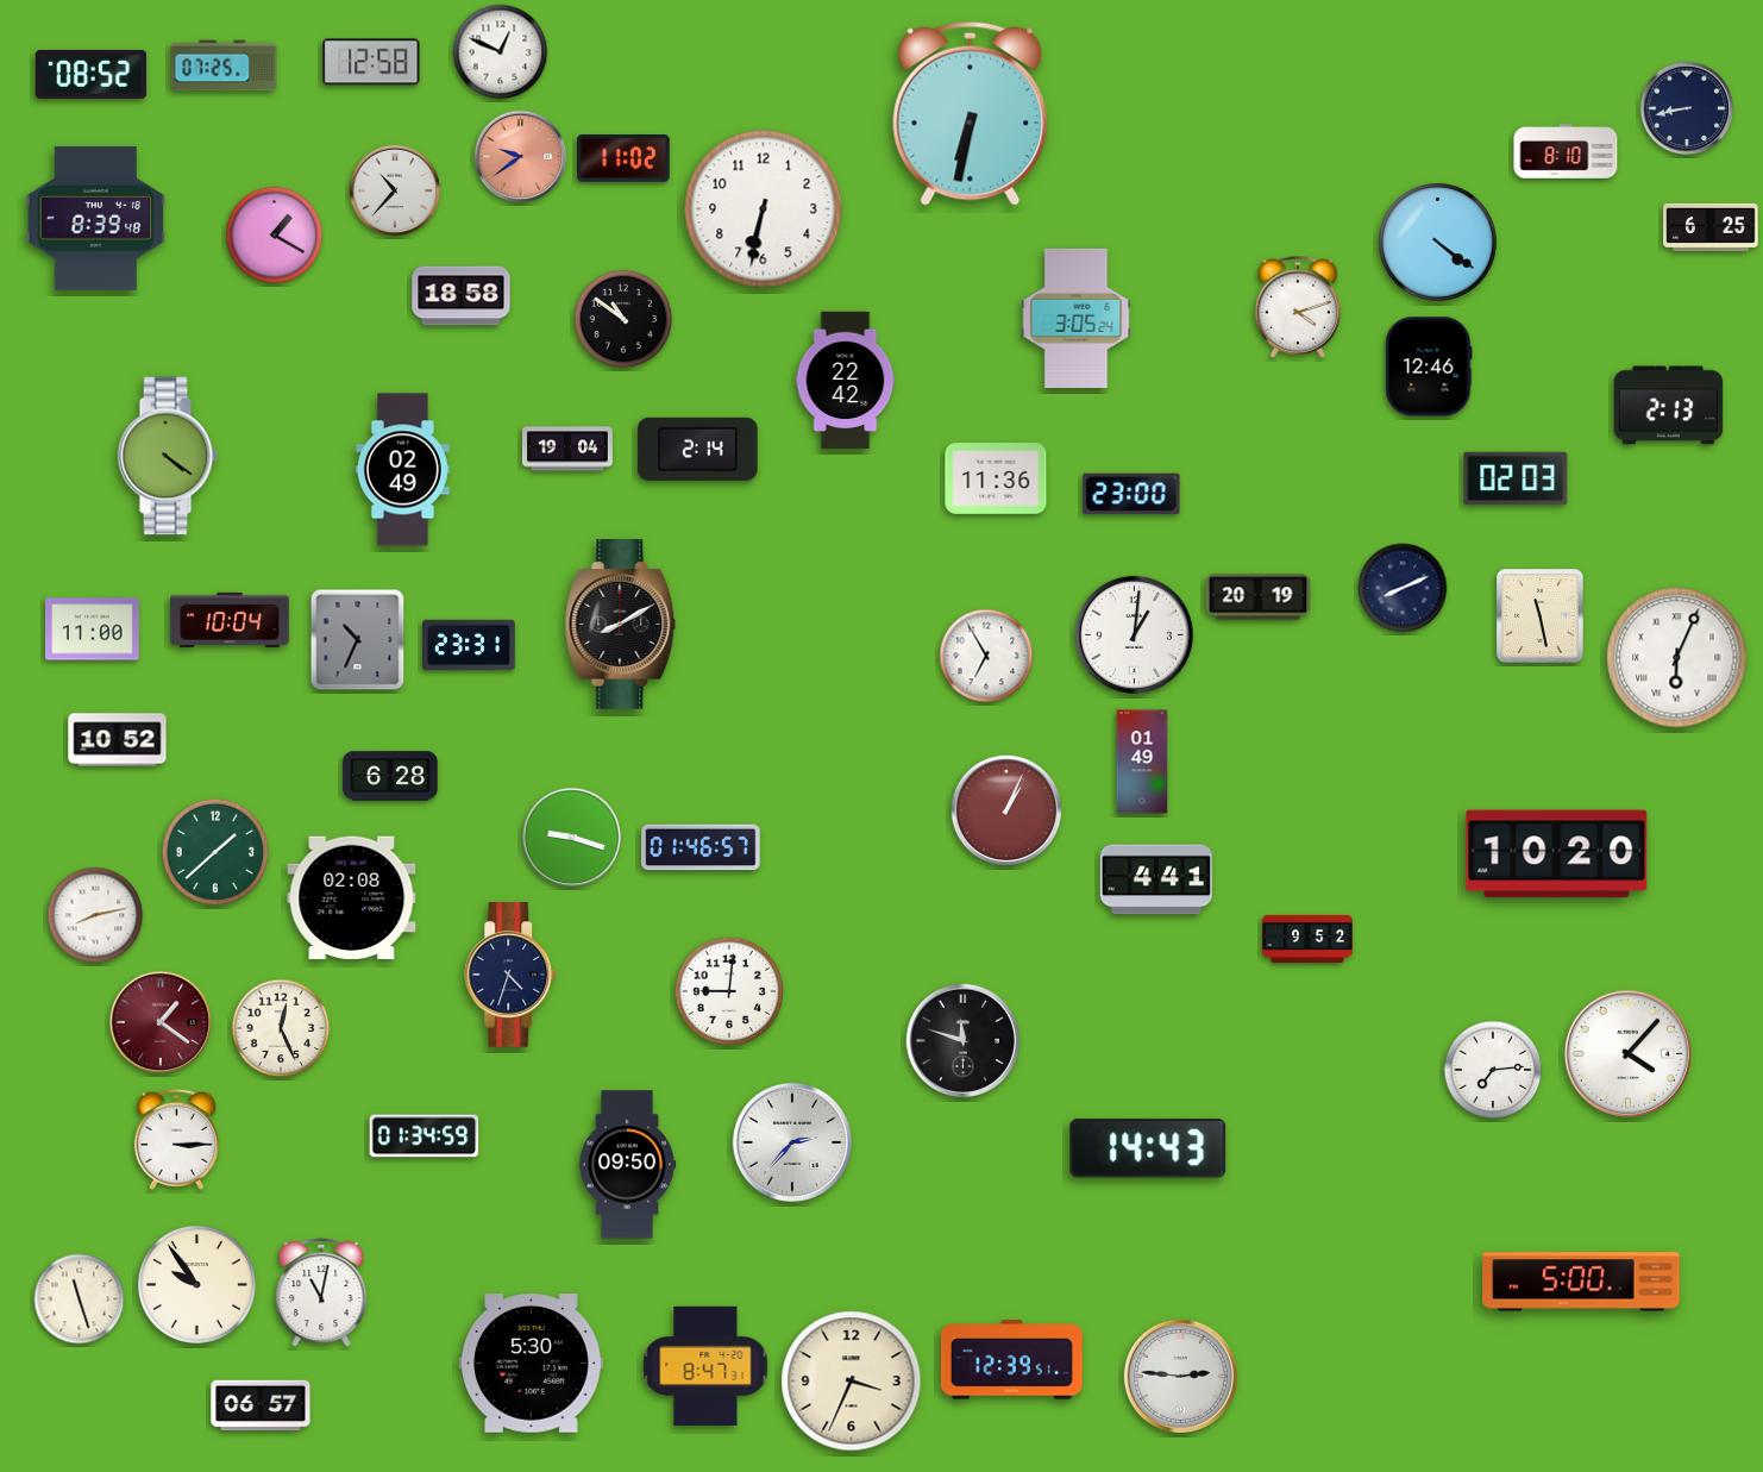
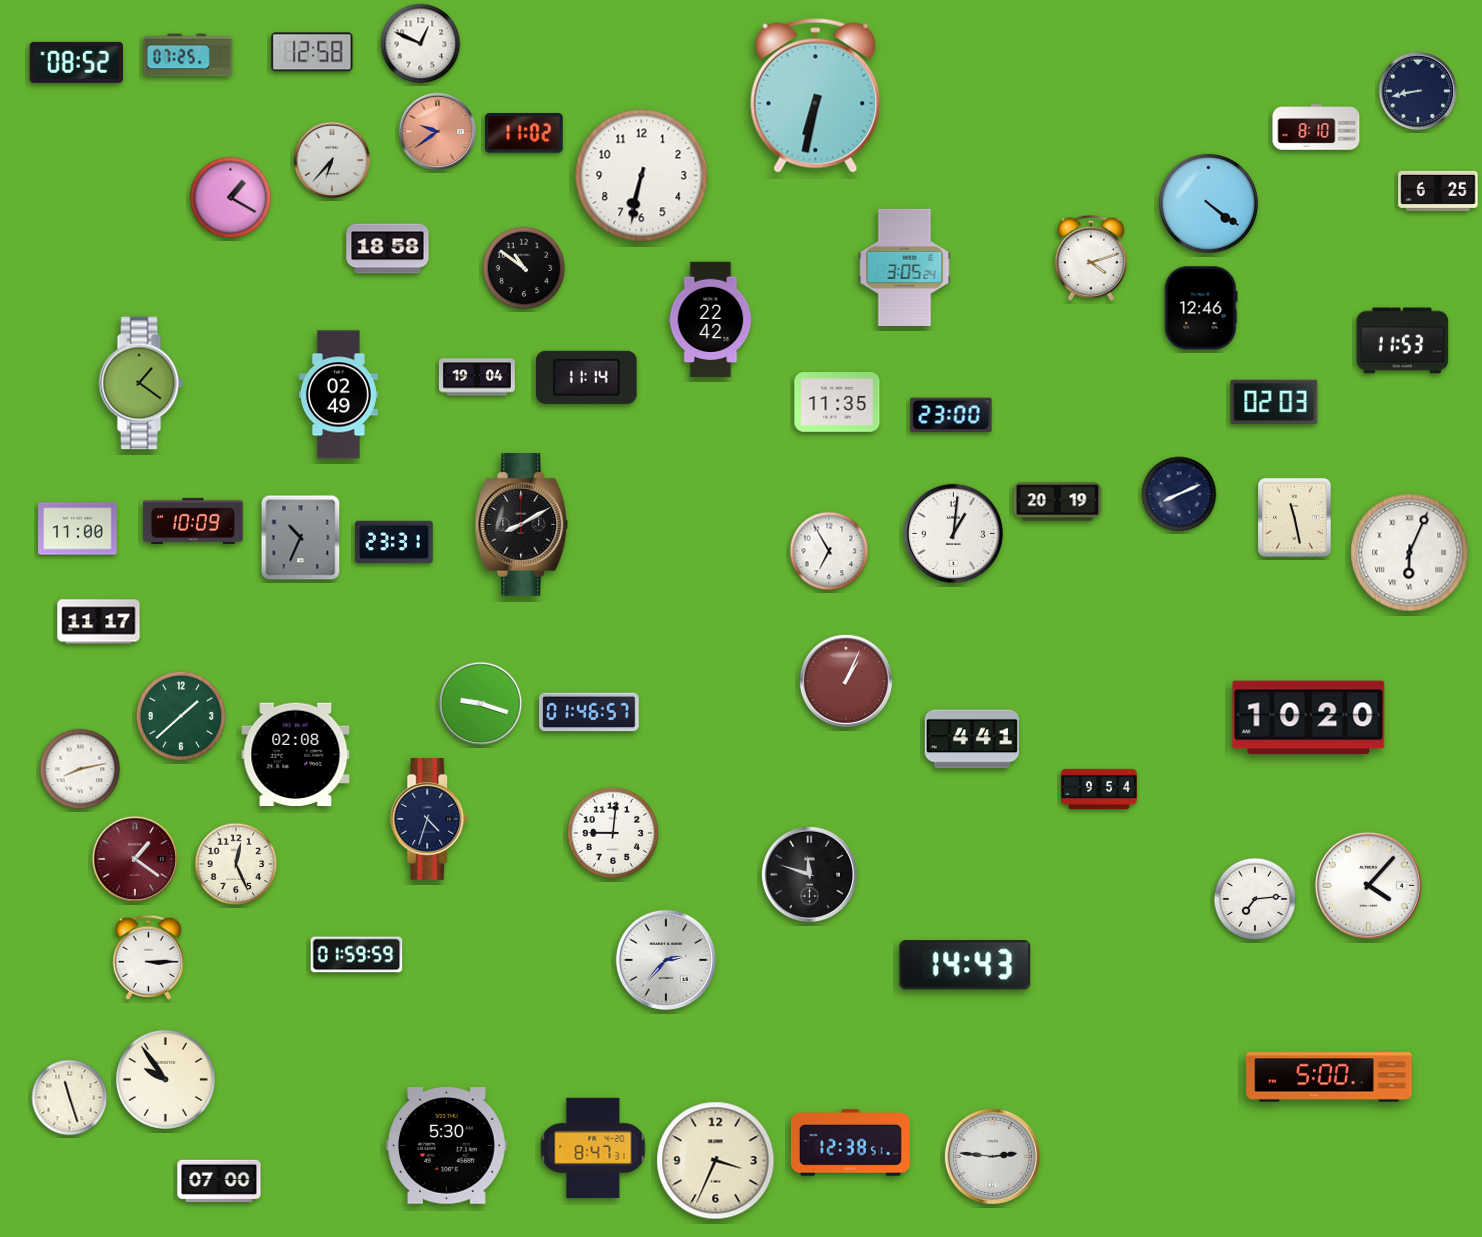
clock at (395, 190): 10:37 -> 6:37
clock at (96, 219): 8:39 -> none
clock at (1669, 406): 2:13 -> 11:53
clock at (698, 449): 2:14 -> 11:14
clock at (168, 456): 4:21 -> 1:21
clock at (996, 480): 11:36 -> 11:35
clock at (230, 620): 10:04 -> 10:09
clock at (118, 740): 10:52 -> 11:17
clock at (1142, 762): 01:49 -> none
clock at (390, 776): 6:28 -> none
clock at (1307, 938): 9:52 -> 9:54
clock at (425, 1136): 01:34 -> 01:59
clock at (627, 1165): 09:50 -> none
clock at (321, 1294): 11:02 -> none
clock at (80, 1299) position: (80, 1299) -> (70, 1098)
clock at (1011, 1360): 12:39 -> 12:38
clock at (261, 1405): 06:57 -> 07:00
